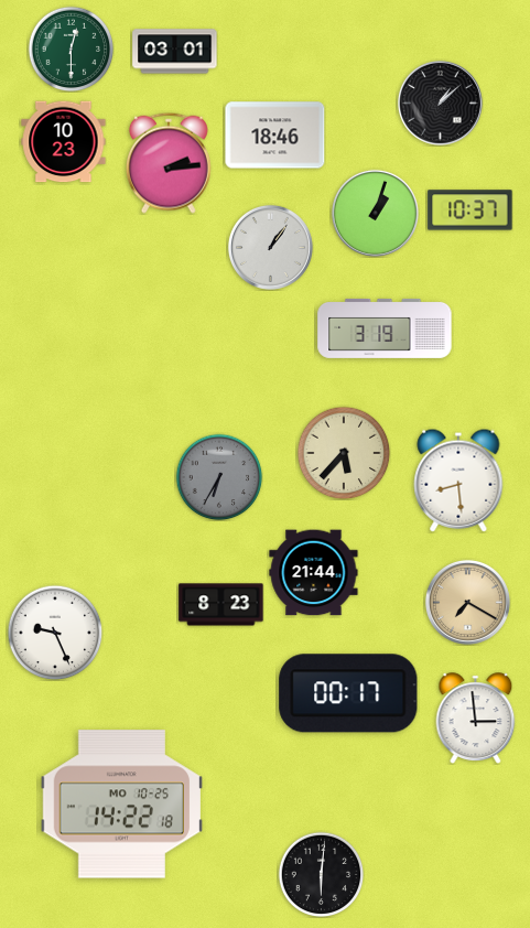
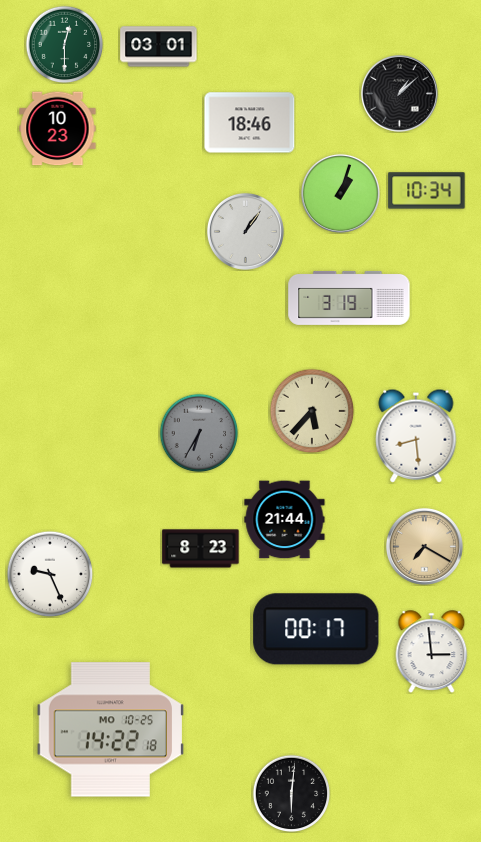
clock at (170, 163): 2:14 -> none
clock at (470, 211): 10:37 -> 10:34
clock at (270, 247) position: (270, 247) -> (245, 231)
